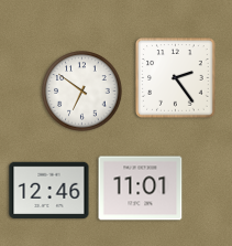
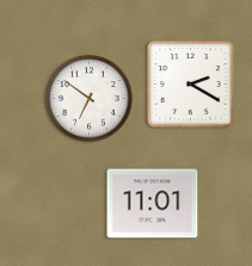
clock at (176, 78): 2:24 -> 2:20
clock at (49, 191): 12:46 -> none
